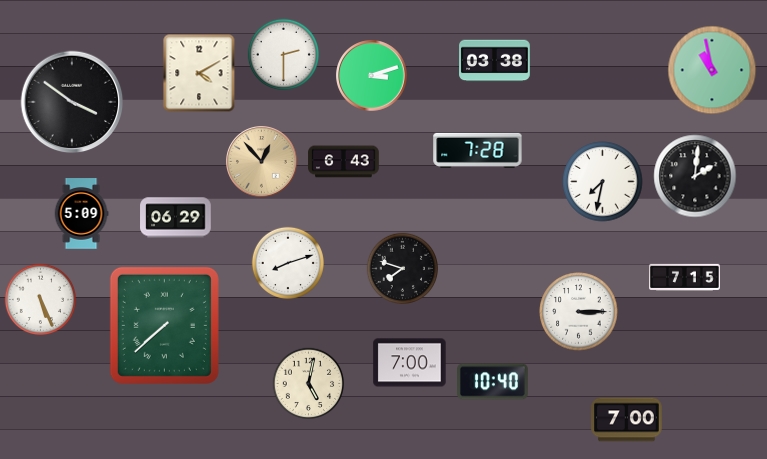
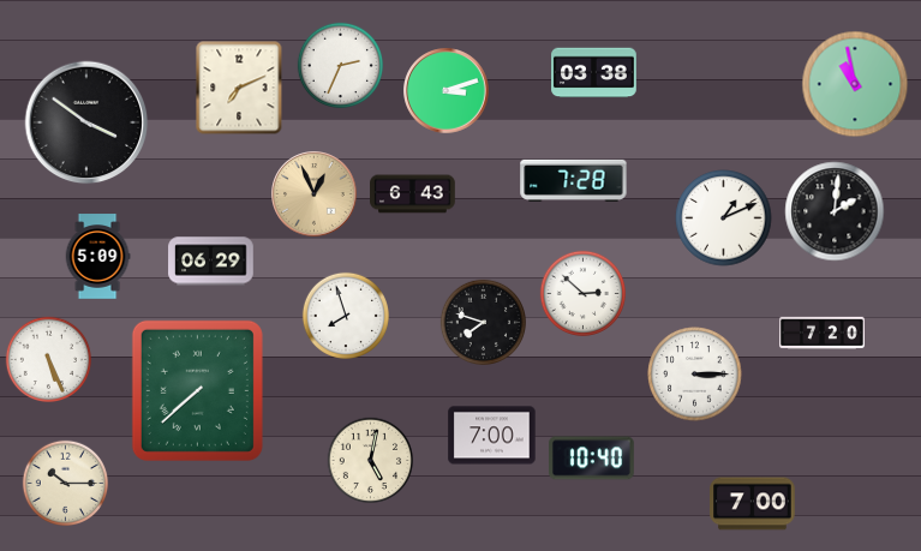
clock at (283, 54): 2:30 -> 2:34
clock at (199, 73): 4:10 -> 7:11
clock at (262, 162): 12:53 -> 12:56
clock at (603, 182): 7:32 -> 1:11
clock at (582, 293): none -> 2:52
clock at (288, 263): 8:12 -> 7:57
clock at (685, 277): 7:15 -> 7:20
clock at (65, 483): none -> 10:15
